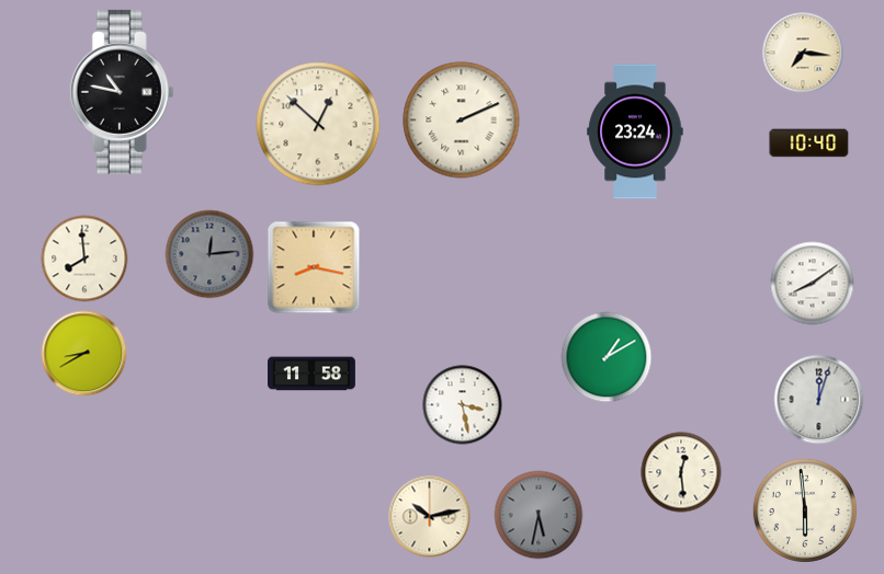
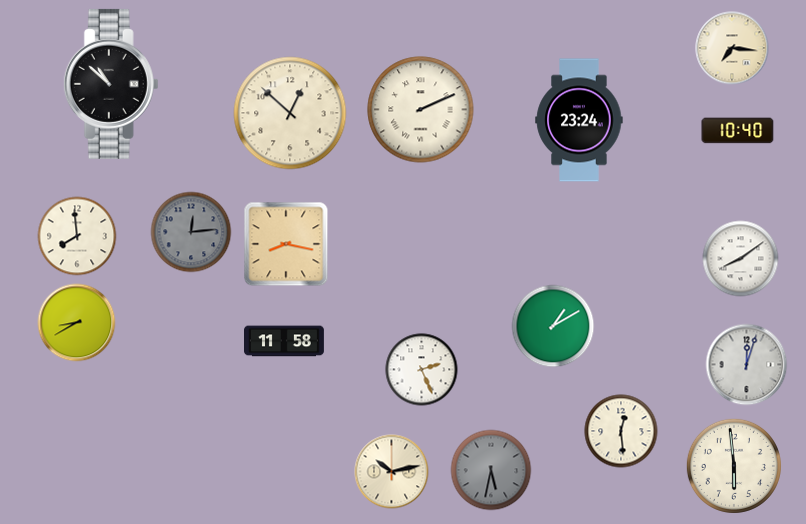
clock at (122, 92): 10:47 -> 10:52
clock at (463, 405): 3:28 -> 2:26
